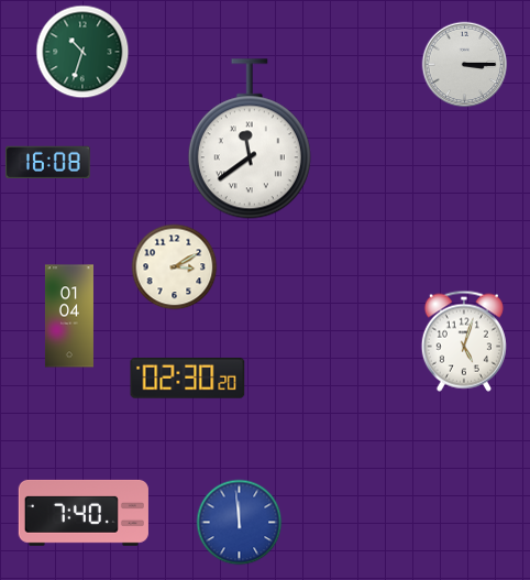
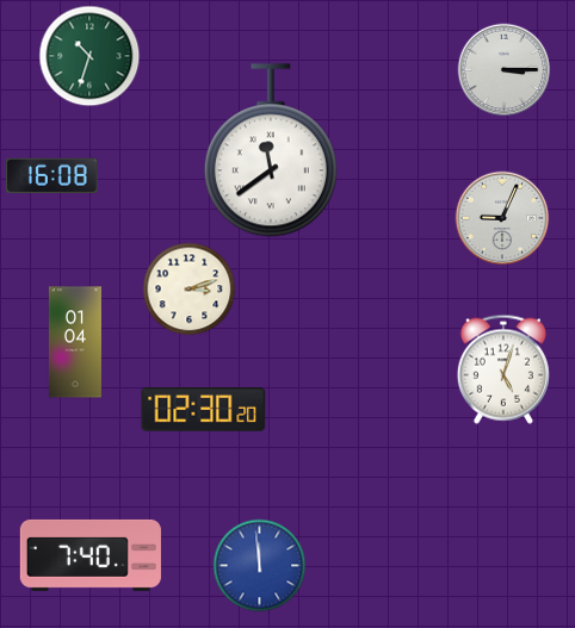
clock at (502, 218): none -> 9:04
clock at (174, 266): 3:10 -> 3:12
